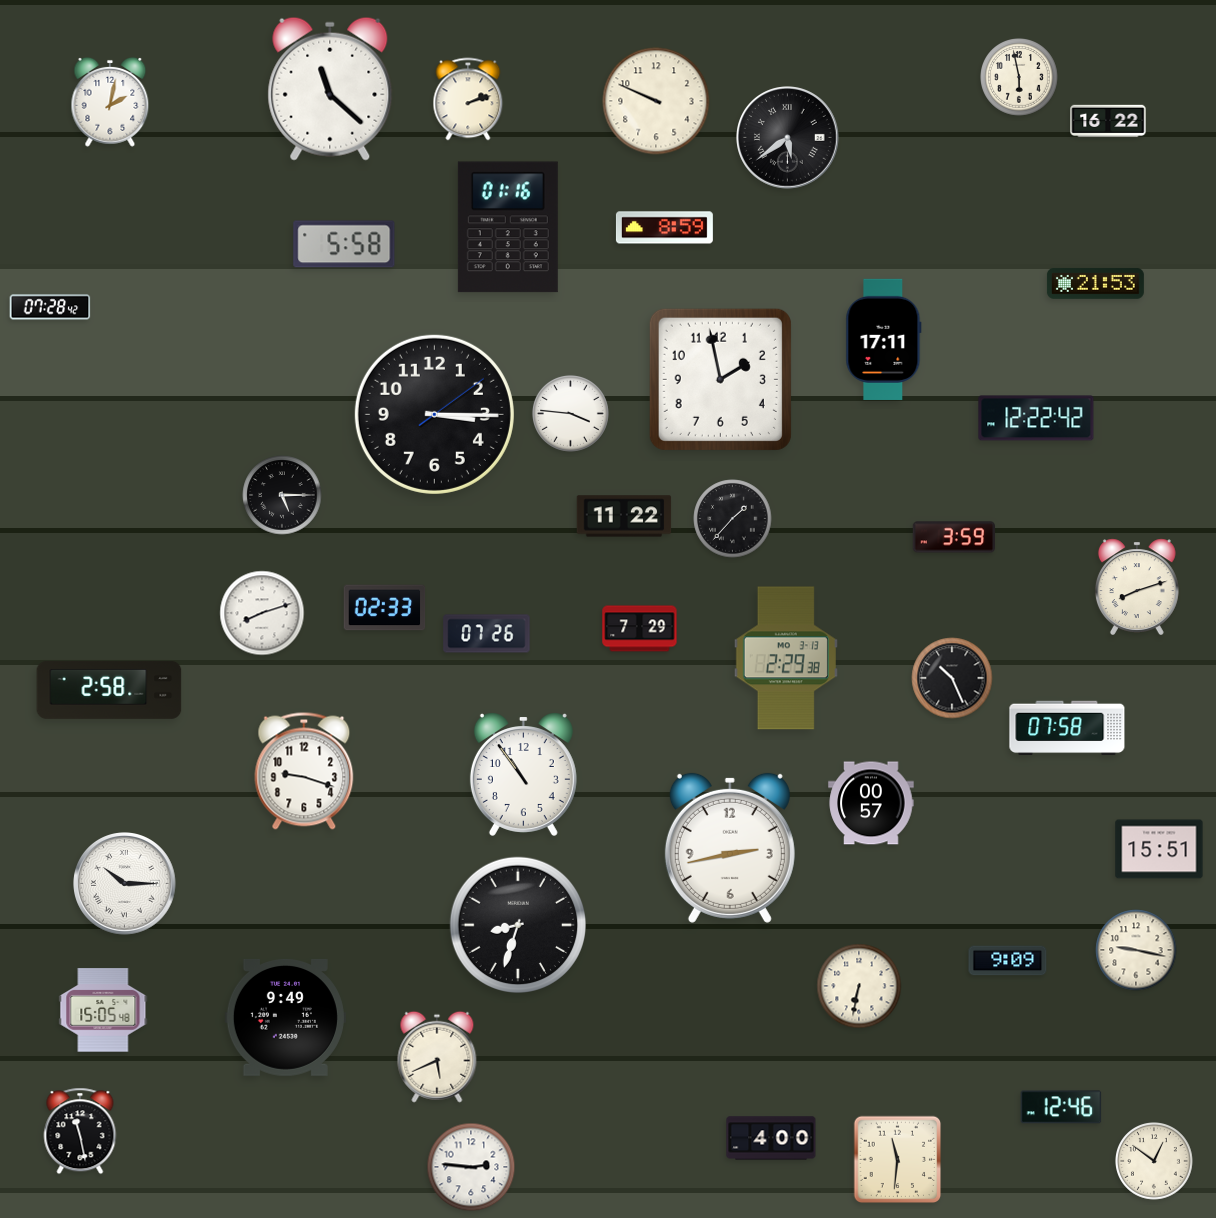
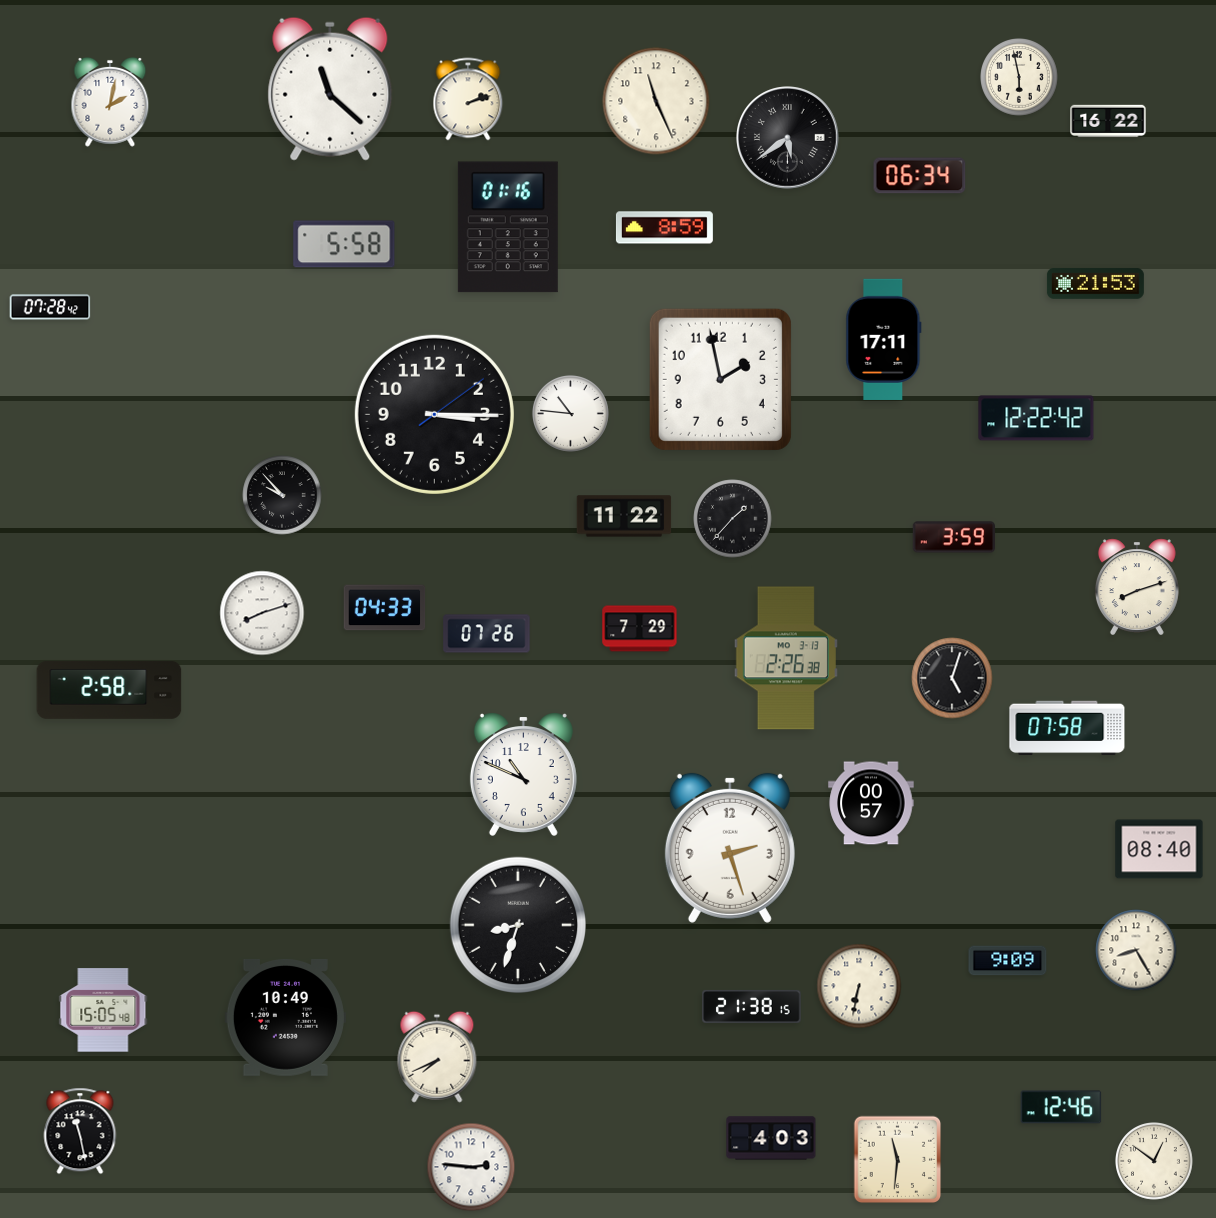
clock at (656, 101): 9:49 -> 11:26
clock at (920, 176): none -> 06:34
clock at (570, 413): 3:46 -> 10:46
clock at (282, 495): 5:15 -> 9:53
clock at (385, 608): 02:33 -> 04:33
clock at (786, 658): 2:29 -> 2:26
clock at (952, 678): 10:26 -> 5:03
clock at (304, 771): 9:18 -> none
clock at (523, 775): 10:54 -> 10:49
clock at (730, 848): 2:43 -> 2:27
clock at (1159, 849): 15:51 -> 08:40
clock at (125, 884): 10:15 -> none
clock at (1136, 950): 9:17 -> 8:25
clock at (752, 1006): none -> 21:38
clock at (285, 1017): 9:49 -> 10:49
clock at (437, 1057): 5:41 -> 7:41
clock at (771, 1138): 4:00 -> 4:03
